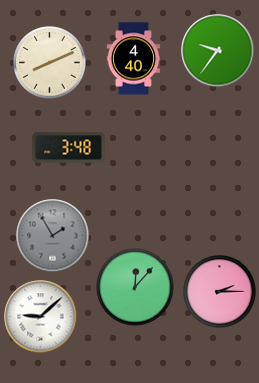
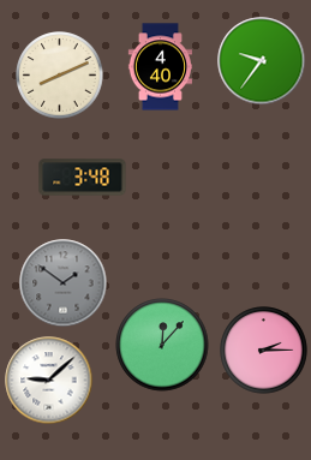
clock at (133, 59) position: (133, 59) -> (160, 67)
clock at (53, 236): 1:55 -> 1:51
